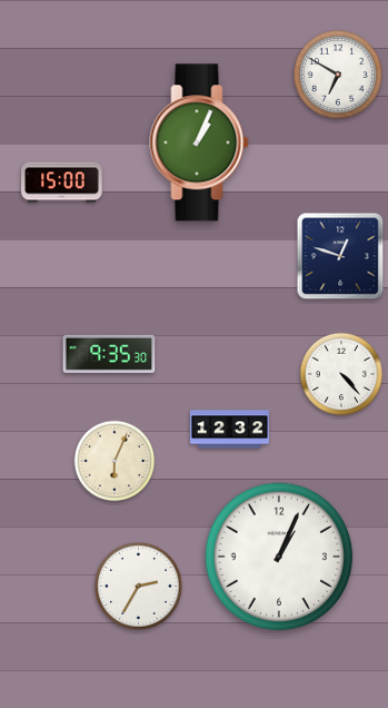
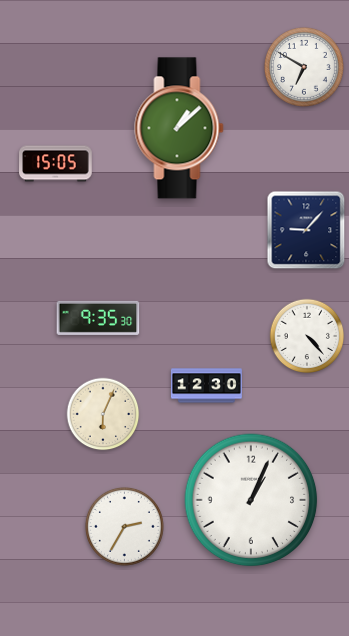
clock at (199, 142): 1:04 -> 1:08
clock at (62, 183): 15:00 -> 15:05
clock at (340, 256): 12:48 -> 9:07
clock at (229, 430): 12:32 -> 12:30
